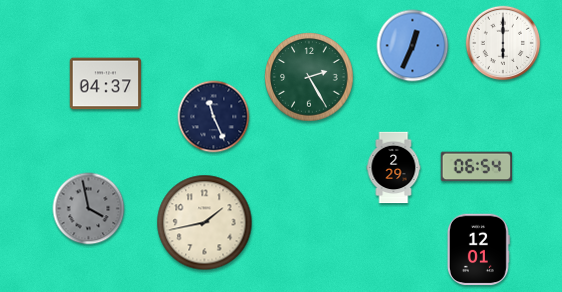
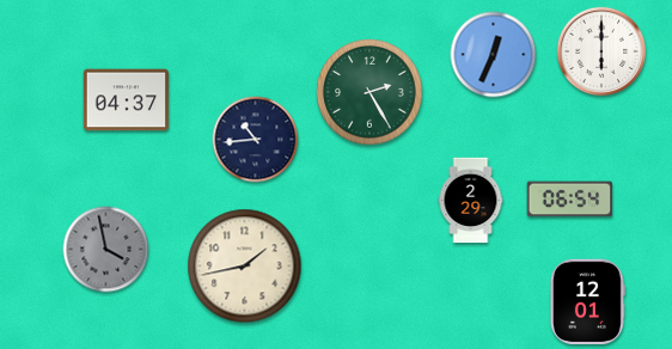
clock at (214, 117): 11:26 -> 10:44
clock at (478, 250) position: (478, 250) -> (587, 302)
